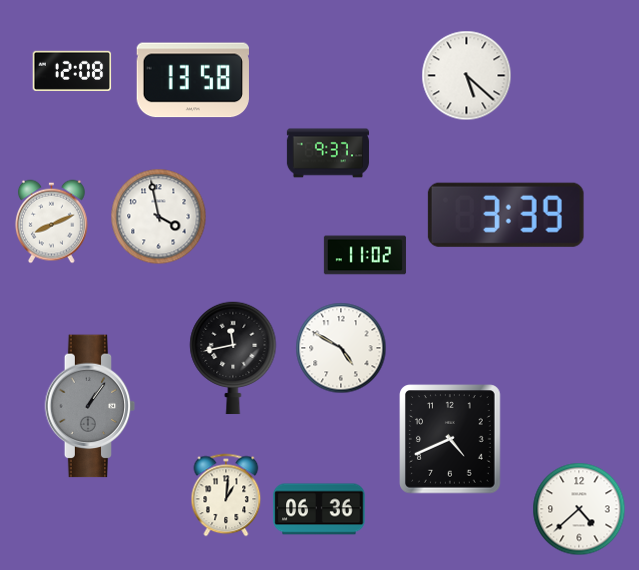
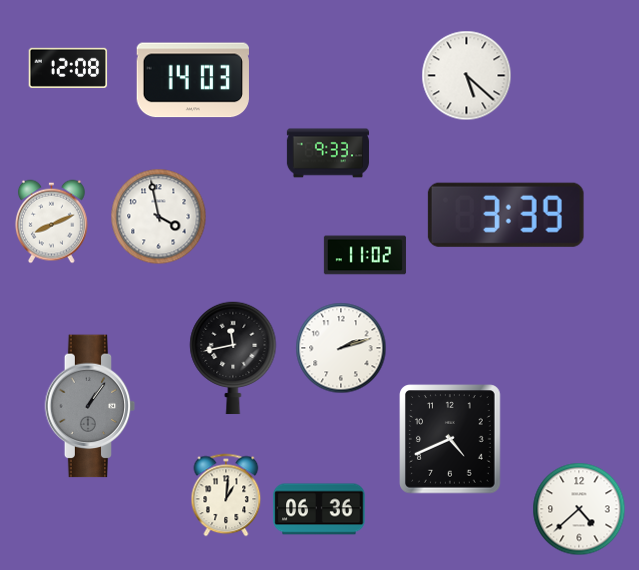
clock at (72, 70) position: (72, 70) -> (68, 67)
clock at (193, 80): 13:58 -> 14:03
clock at (328, 153): 9:37 -> 9:33
clock at (341, 348): 4:50 -> 2:12
